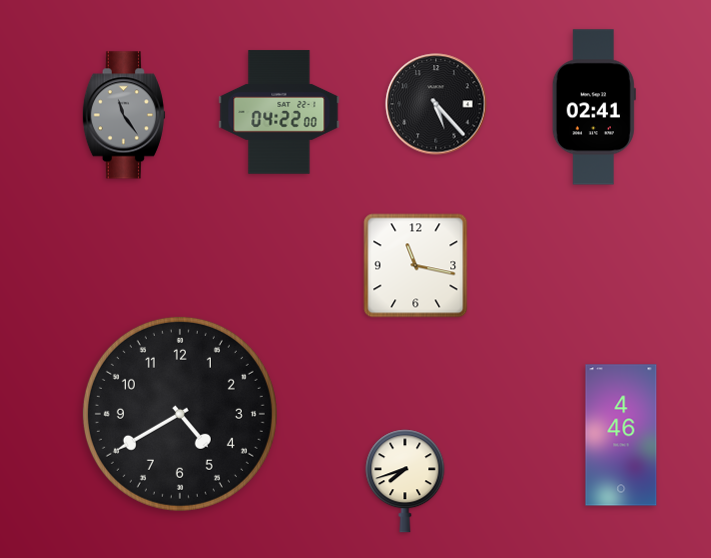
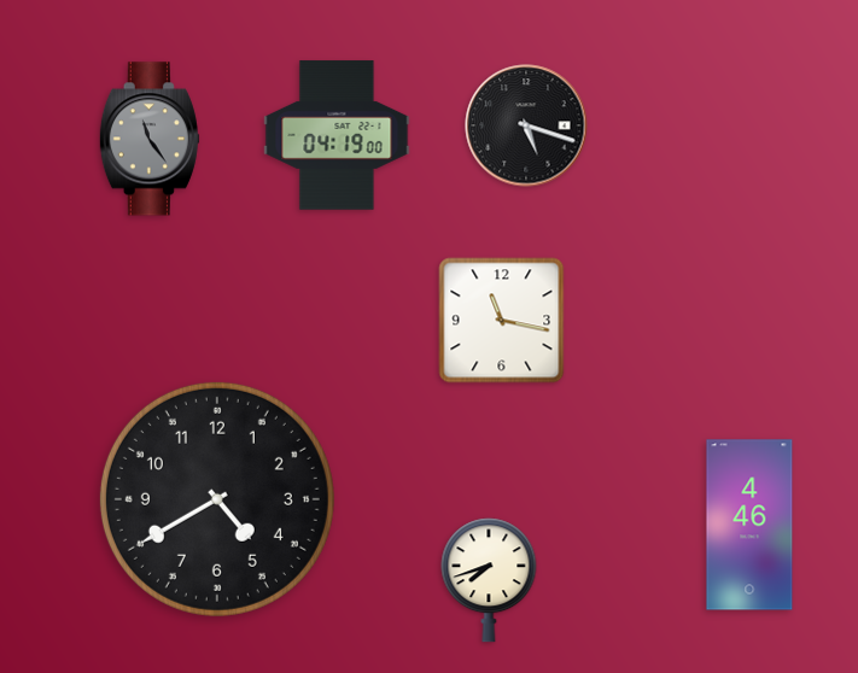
clock at (436, 104): 5:23 -> 5:18
clock at (594, 107): 02:41 -> none
clock at (279, 112): 04:22 -> 04:19
